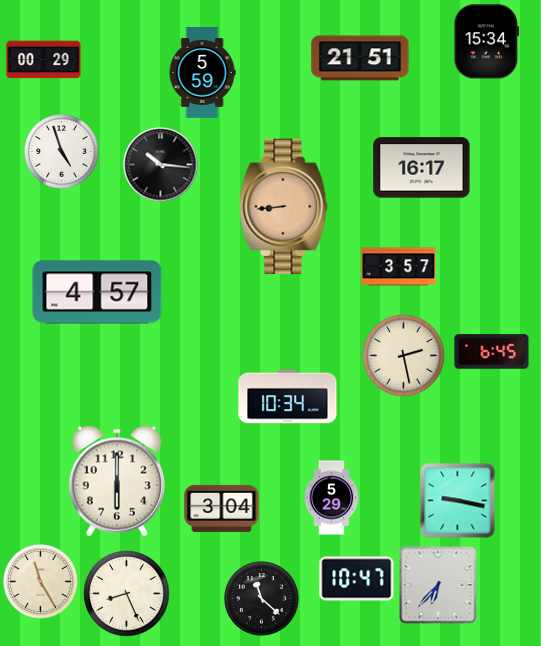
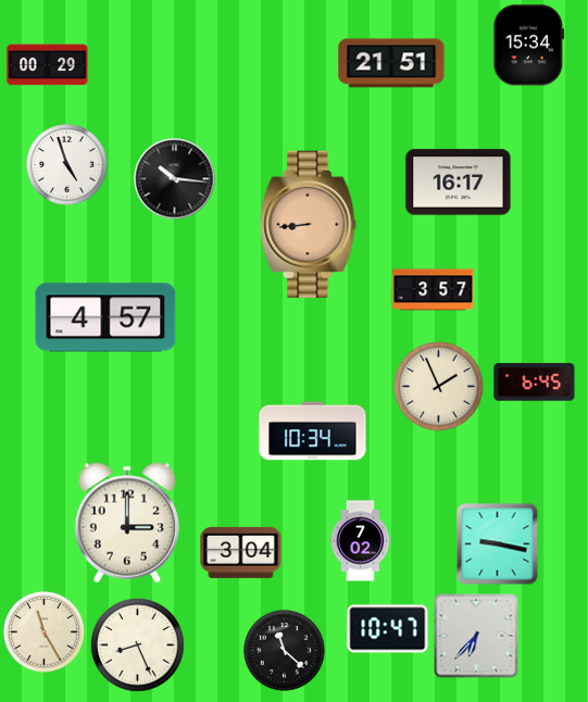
clock at (202, 73): 5:59 -> none
clock at (404, 356): 2:28 -> 1:56
clock at (116, 481): 6:00 -> 3:00
clock at (332, 498): 5:29 -> 7:02
